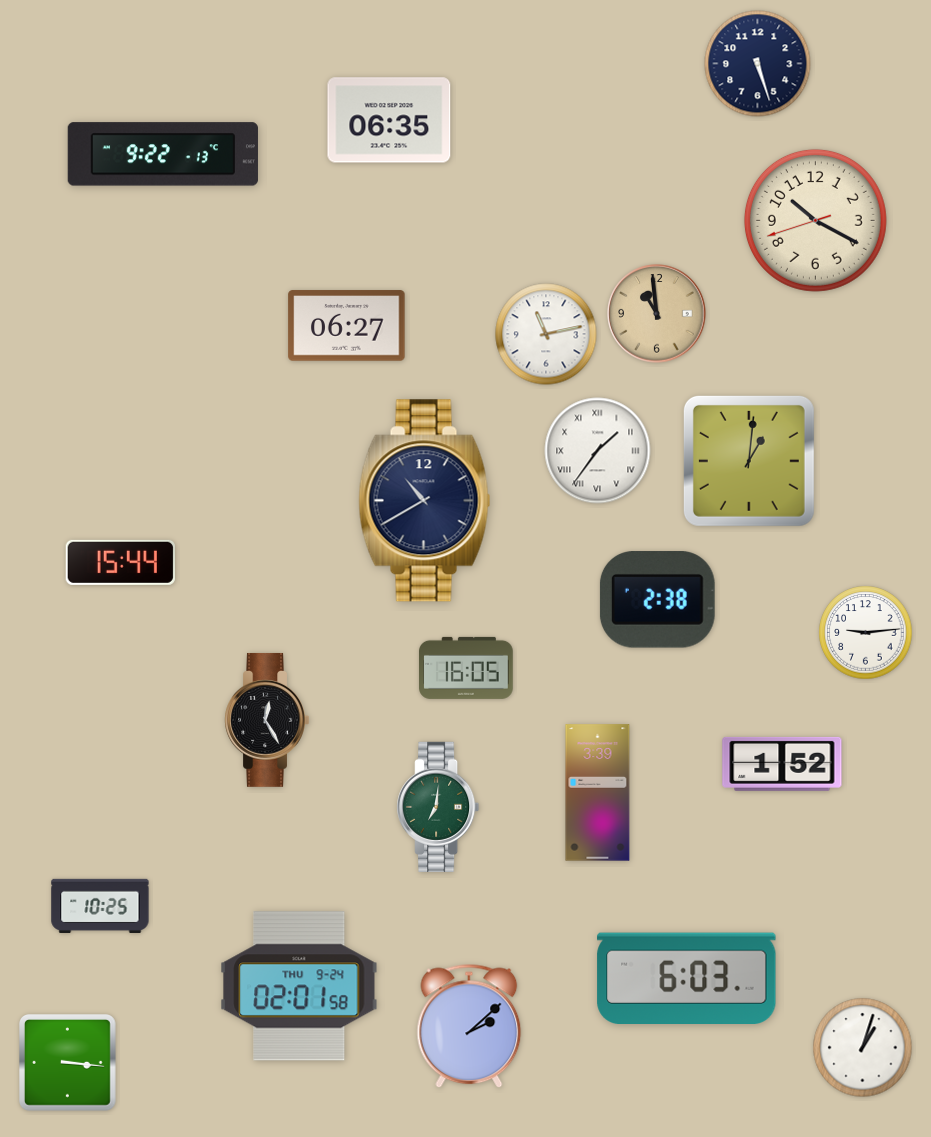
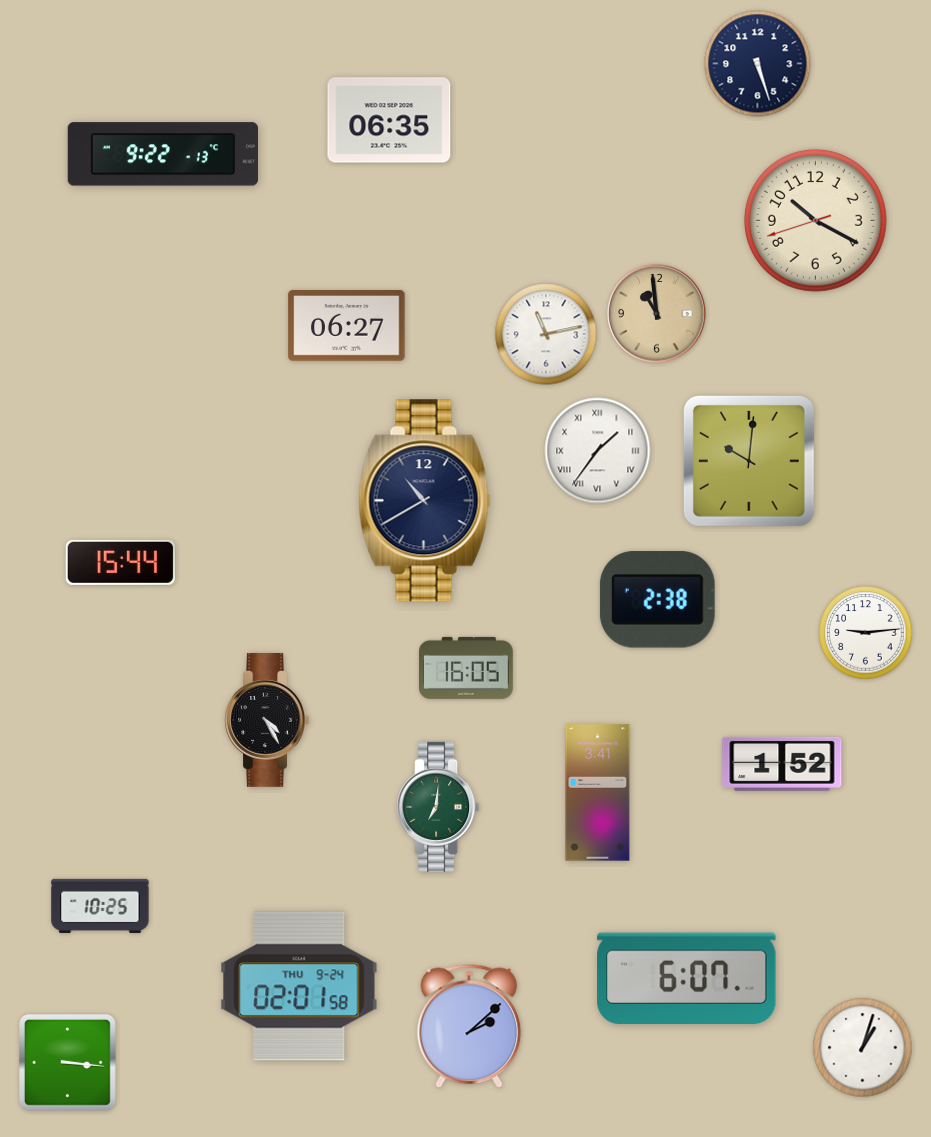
clock at (749, 461): 1:01 -> 10:01
clock at (267, 720): 12:25 -> 4:25
clock at (598, 793): 3:39 -> 3:41
clock at (687, 979): 6:03 -> 6:07
